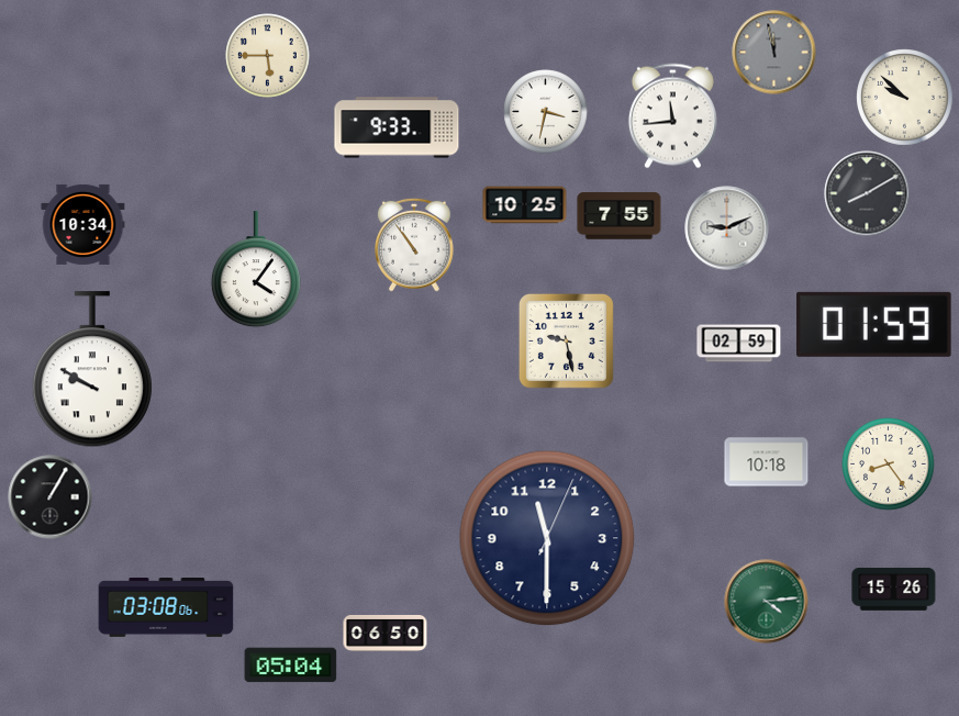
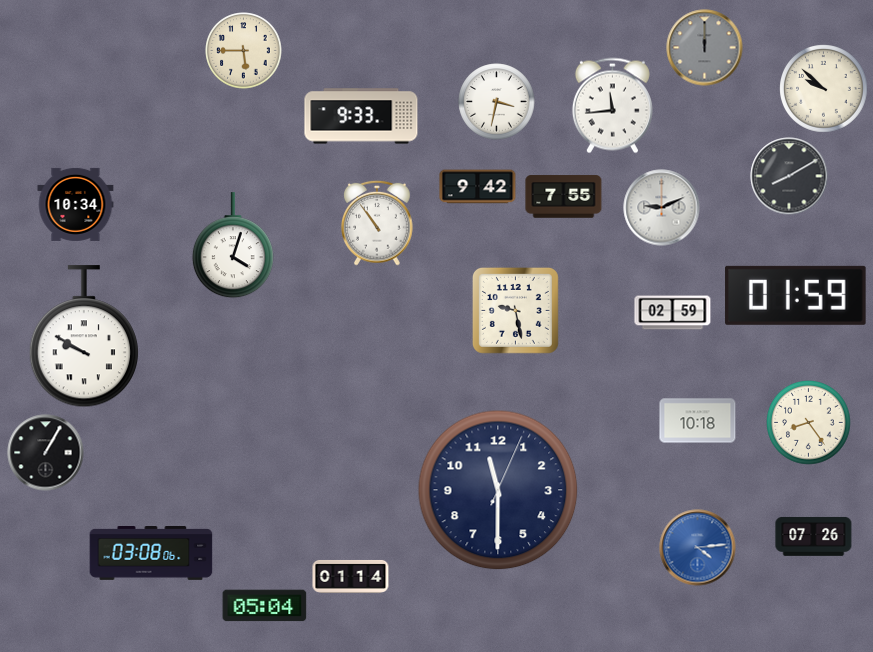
clock at (774, 53): 11:58 -> 12:00
clock at (525, 205): 10:25 -> 9:42
clock at (256, 270): 4:06 -> 4:03
clock at (894, 589): 15:26 -> 07:26
clock at (767, 602) dial: green -> blue
clock at (386, 633): 06:50 -> 01:14
